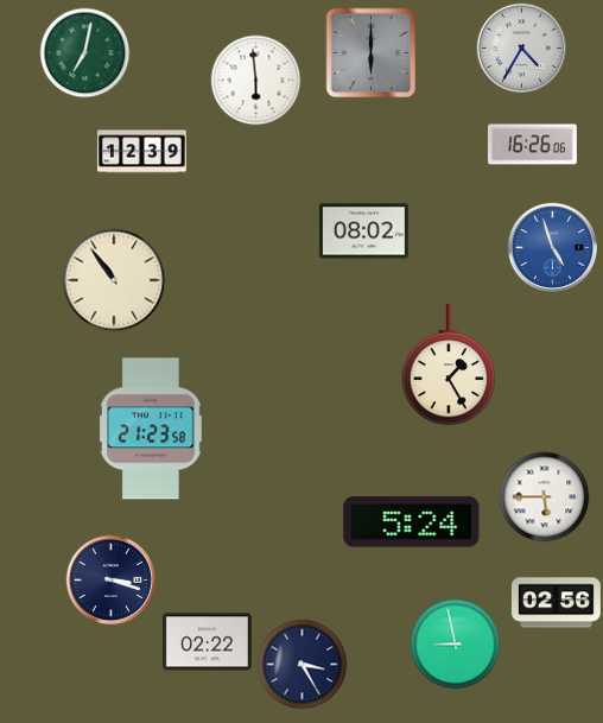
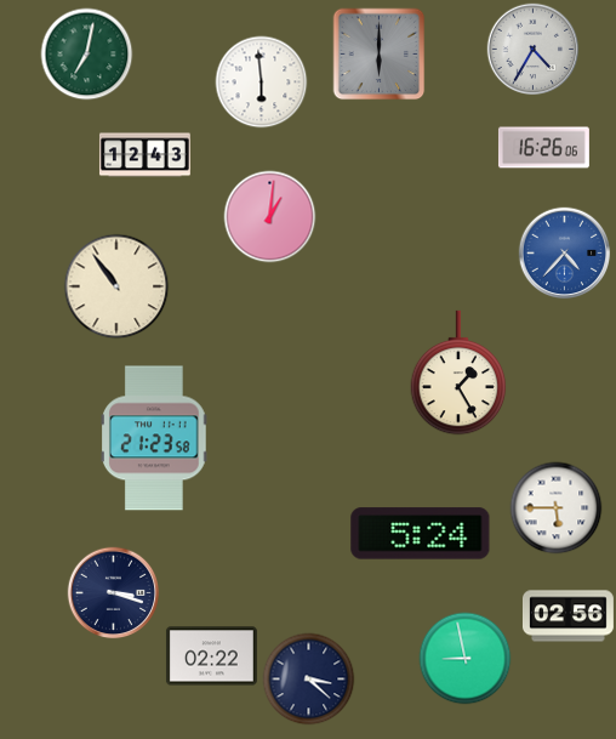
clock at (141, 152): 12:39 -> 12:43
clock at (270, 217): none -> 1:01
clock at (363, 232): 08:02 -> none
clock at (553, 248): 4:57 -> 4:37
clock at (303, 665): 3:25 -> 3:22
